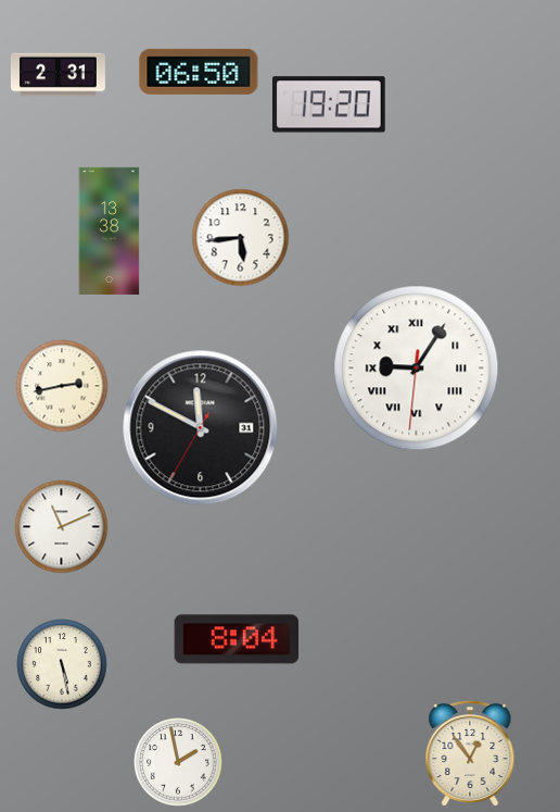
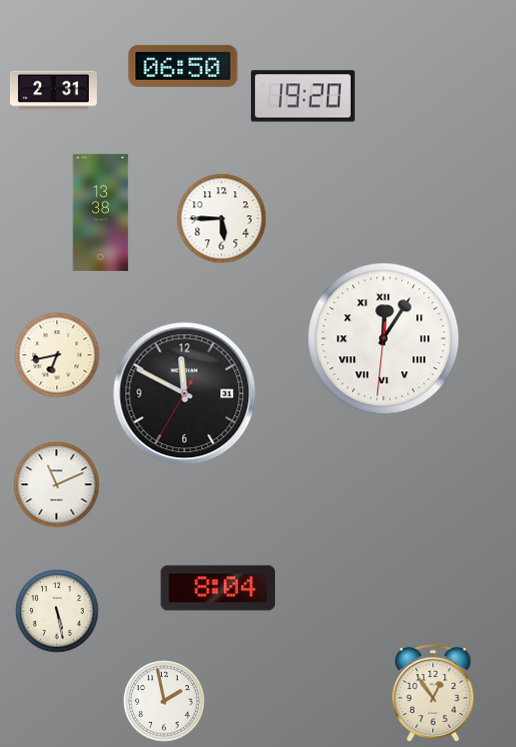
clock at (58, 75) position: (58, 75) -> (53, 91)
clock at (241, 238): 5:44 -> 5:45
clock at (417, 368): 9:05 -> 12:05
clock at (62, 386): 2:43 -> 6:43
